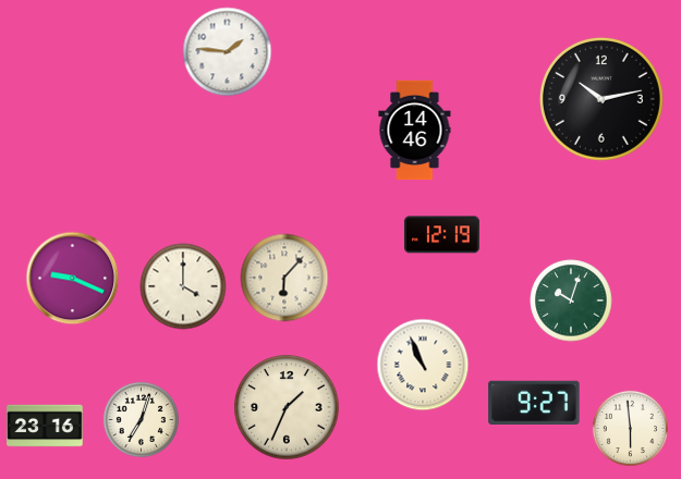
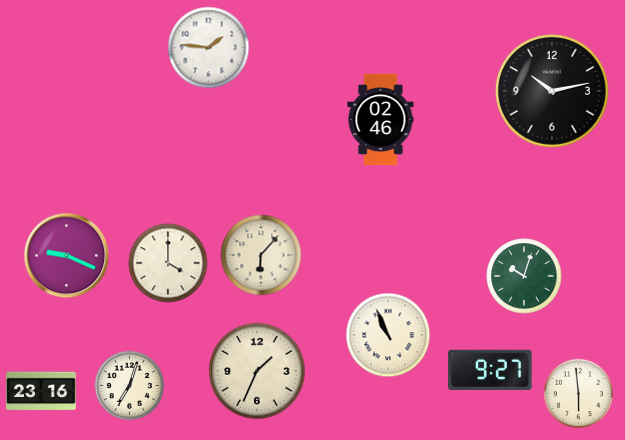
clock at (415, 131): 14:46 -> 02:46
clock at (441, 235): 12:19 -> none
clock at (287, 407) position: (287, 407) -> (257, 371)
